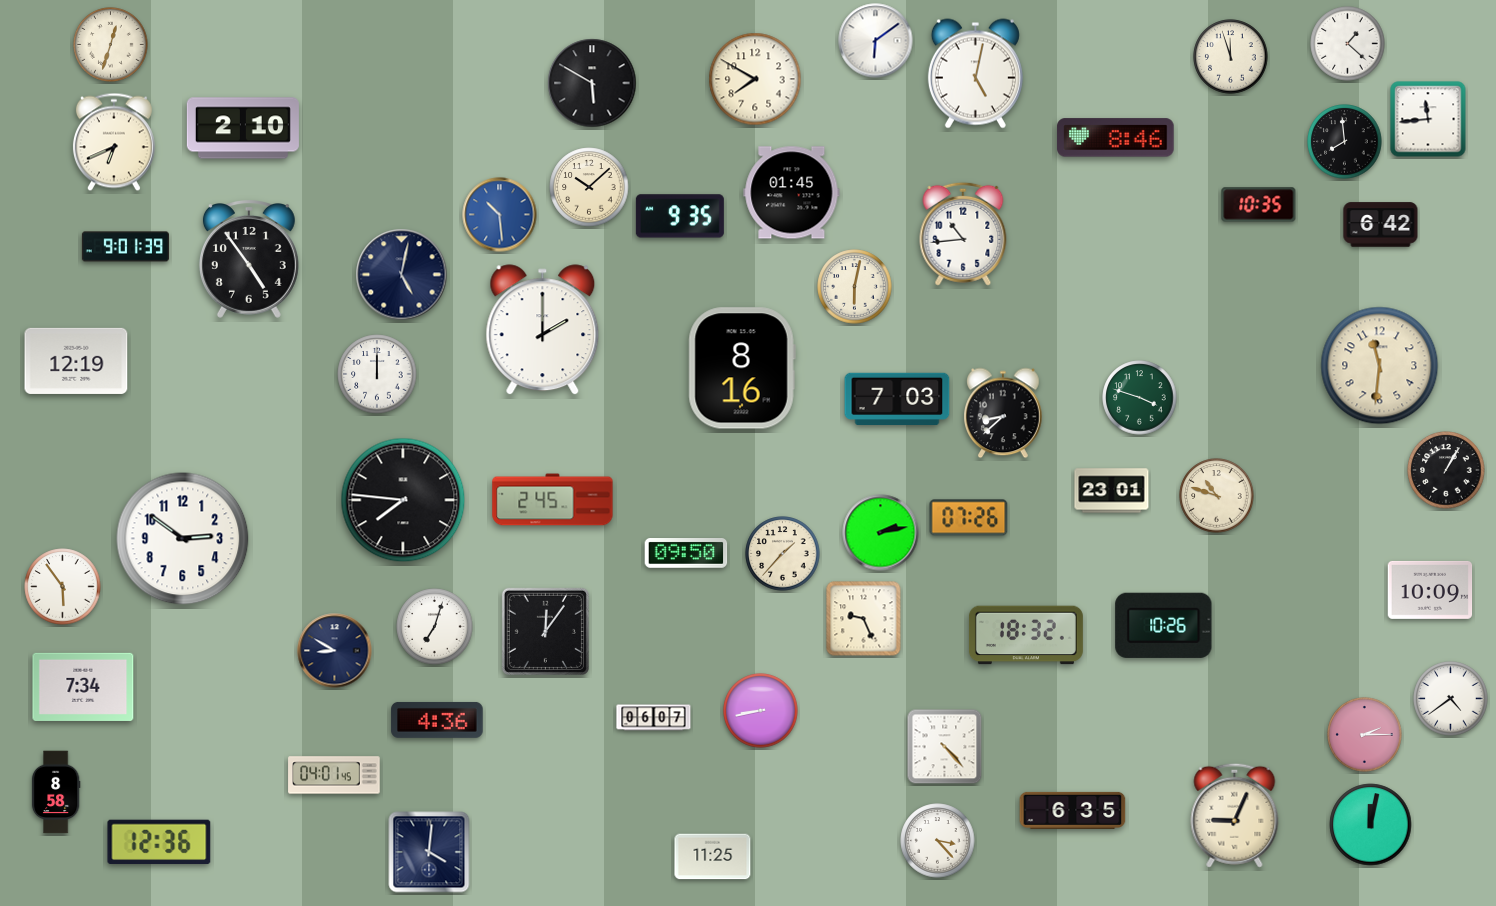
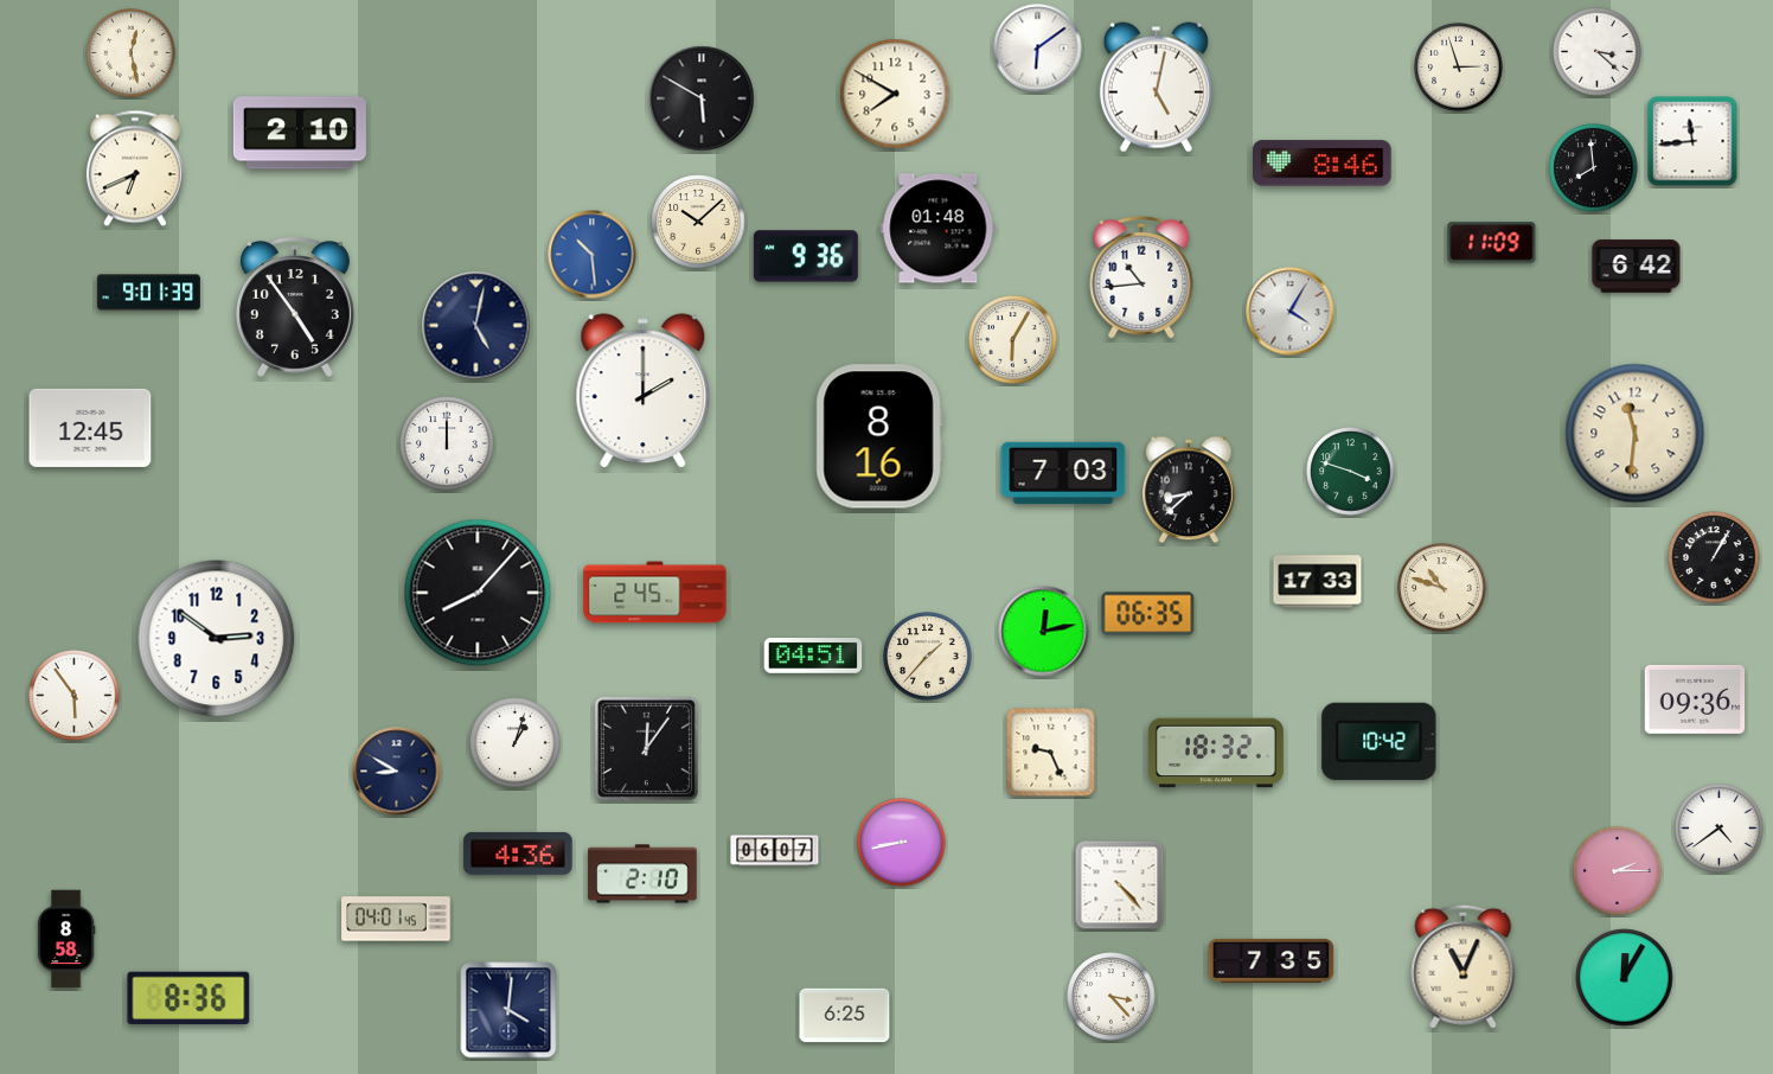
clock at (1348, 44): 1:22 -> 3:22
clock at (111, 45): 12:33 -> 12:28
clock at (1231, 57): 11:57 -> 2:57
clock at (243, 128) position: (243, 128) -> (300, 133)
clock at (792, 193): 01:45 -> 01:48
clock at (1259, 205): 10:35 -> 11:09
clock at (680, 216): 9:35 -> 9:36
clock at (1291, 312): none -> 4:05
clock at (855, 287): 6:02 -> 6:05
clock at (76, 361): 12:19 -> 12:45
clock at (1112, 491): 23:01 -> 17:33
clock at (403, 500): 7:46 -> 8:07
clock at (969, 518): 07:26 -> 06:35
clock at (881, 533): 2:13 -> 12:13
clock at (686, 554): 09:50 -> 04:51
clock at (1430, 590): 10:09 -> 09:36
clock at (864, 619) position: (864, 619) -> (1051, 753)
clock at (1164, 625): 10:26 -> 10:42
clock at (435, 627): 7:03 -> 1:03
clock at (83, 687): 7:34 -> none
clock at (642, 874): none -> 2:10
clock at (1073, 810): 6:35 -> 7:35
clock at (1235, 815): 9:04 -> 11:04
clock at (1371, 825): 12:02 -> 12:05
clock at (159, 842): 12:36 -> 8:36
clock at (713, 857): 11:25 -> 6:25
